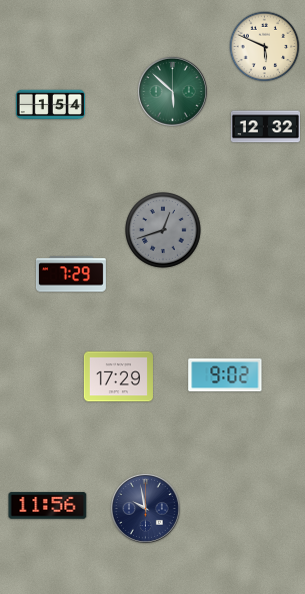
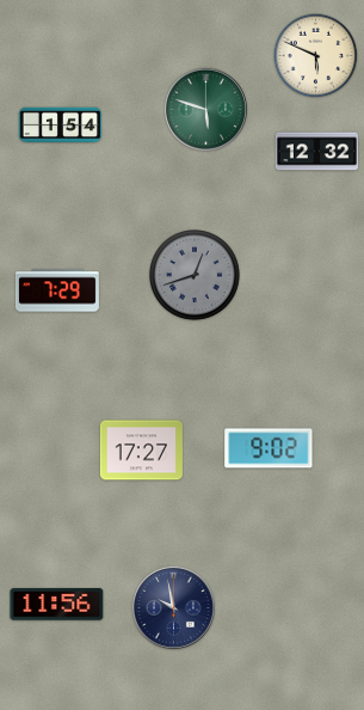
clock at (172, 91): 5:52 -> 5:48
clock at (71, 274) position: (71, 274) -> (57, 290)
clock at (118, 377): 17:29 -> 17:27
